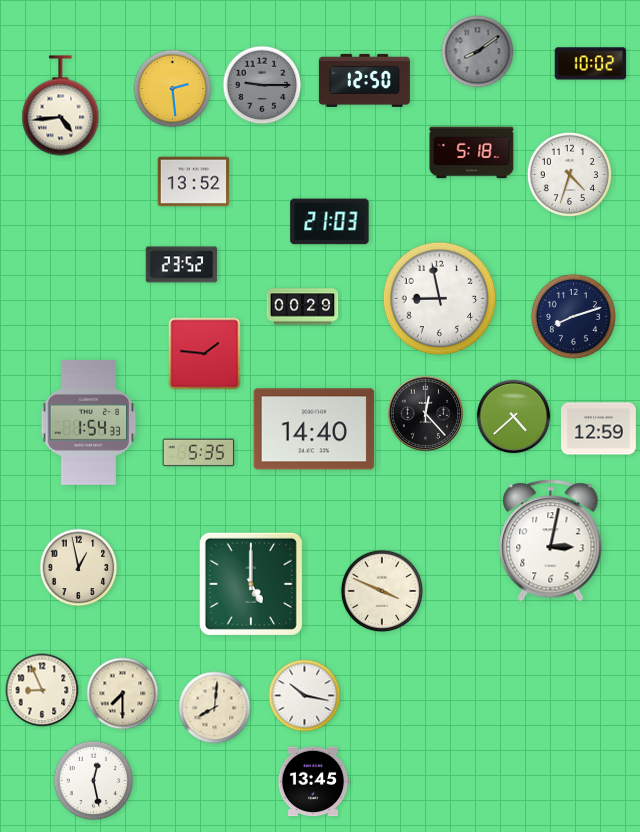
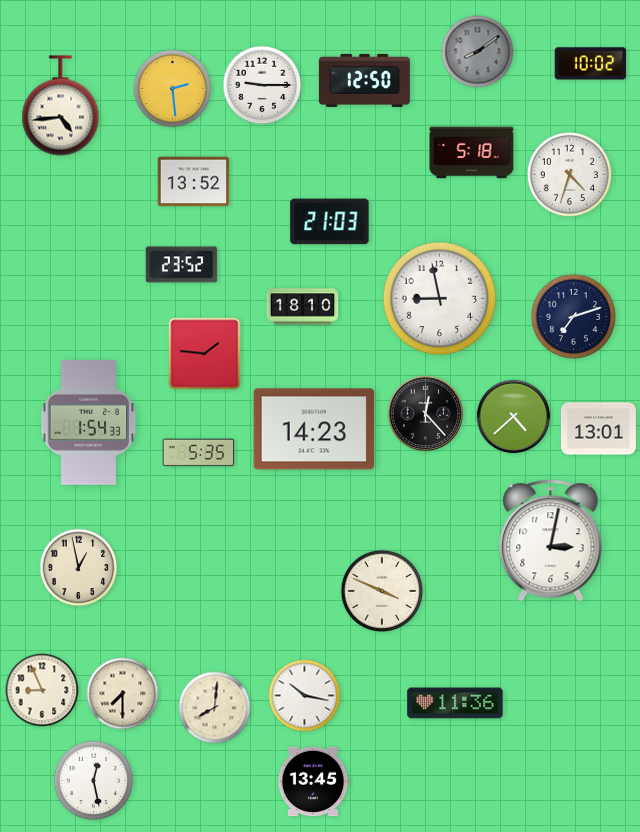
clock at (262, 85) dial: grey -> white
clock at (303, 307): 00:29 -> 18:10
clock at (573, 316): 8:12 -> 7:12
clock at (314, 429): 14:40 -> 14:23
clock at (598, 429): 12:59 -> 13:01
clock at (251, 584): 5:00 -> none
clock at (455, 703): none -> 11:36
